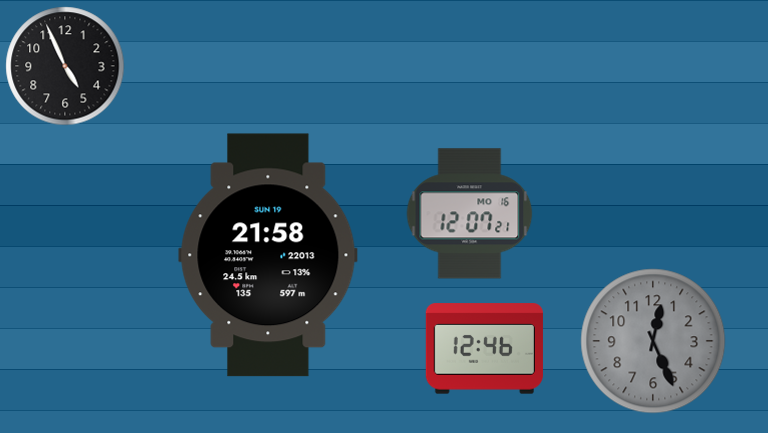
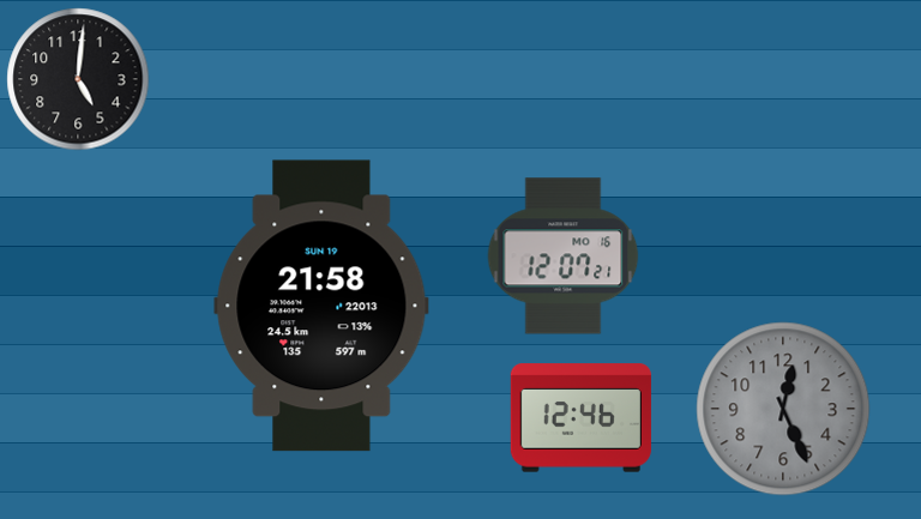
clock at (65, 66): 4:56 -> 5:01
